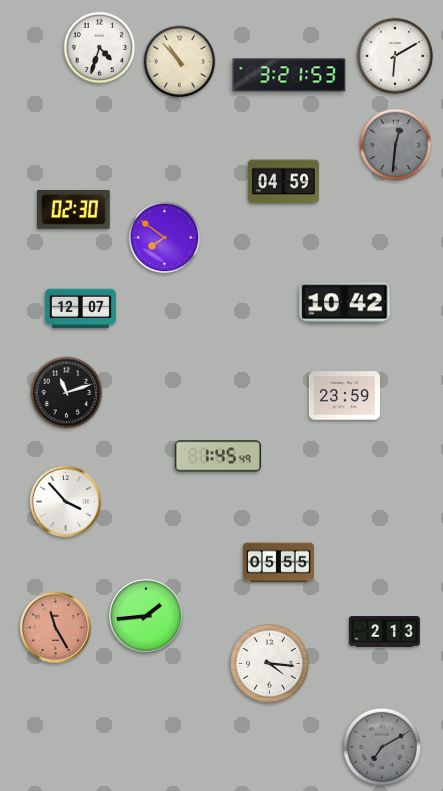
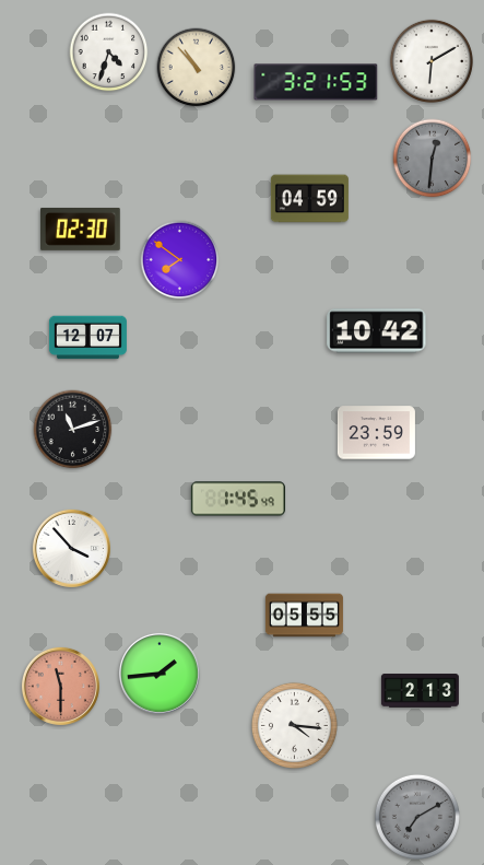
clock at (55, 627): 11:25 -> 11:30
